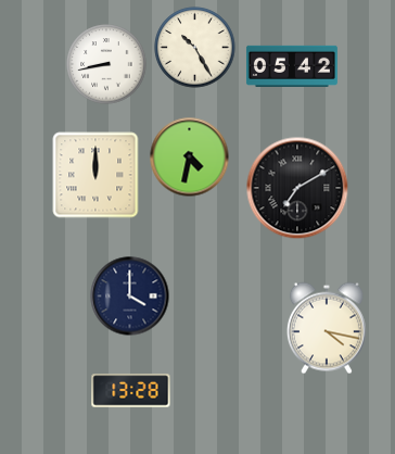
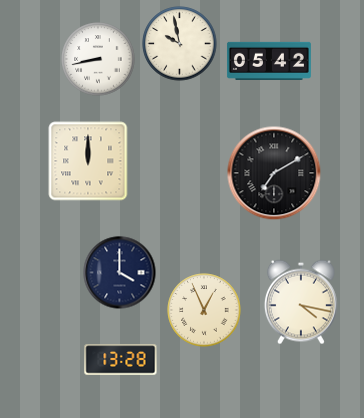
clock at (195, 48): 10:25 -> 9:58
clock at (190, 157): 4:32 -> none
clock at (204, 310): none -> 12:56
